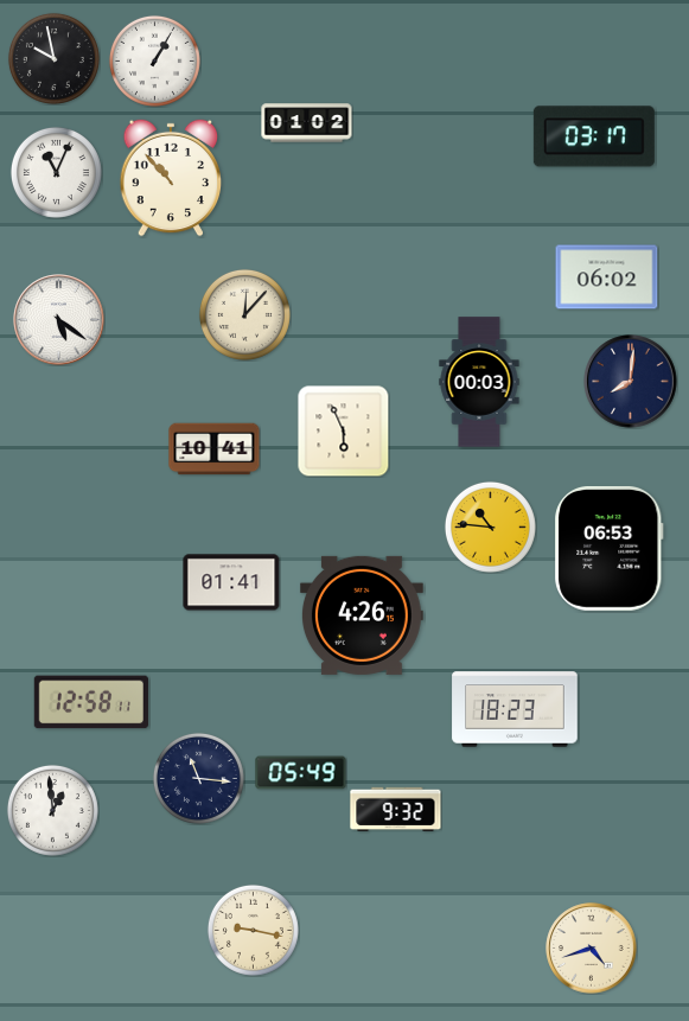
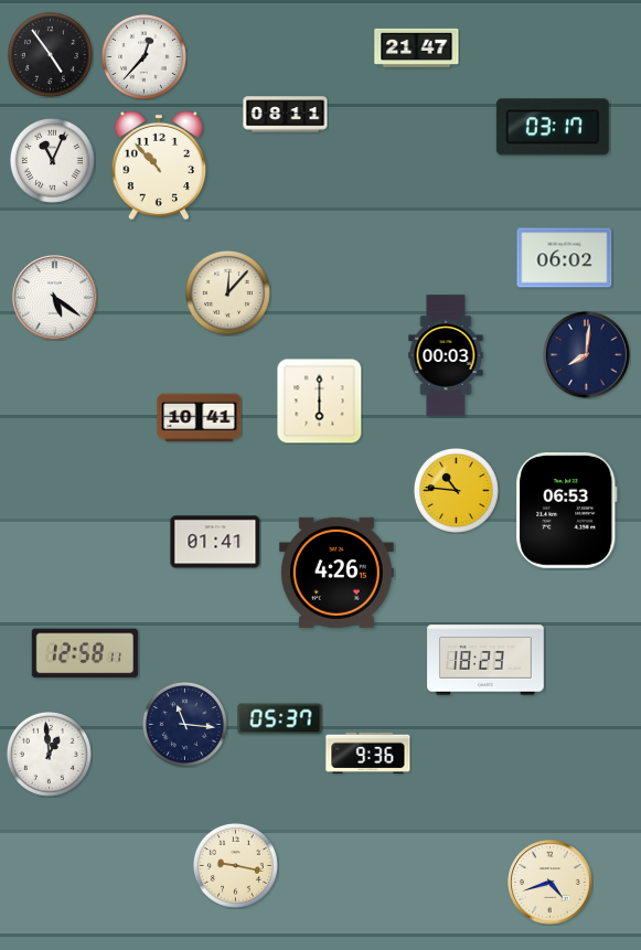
clock at (417, 47): none -> 21:47
clock at (53, 58): 9:58 -> 4:54
clock at (154, 60): 1:05 -> 12:37
clock at (307, 123): 01:02 -> 08:11
clock at (343, 430): 5:56 -> 6:00
clock at (515, 709) position: (515, 709) -> (485, 660)
clock at (301, 773): 05:49 -> 05:37
clock at (396, 809): 9:32 -> 9:36
